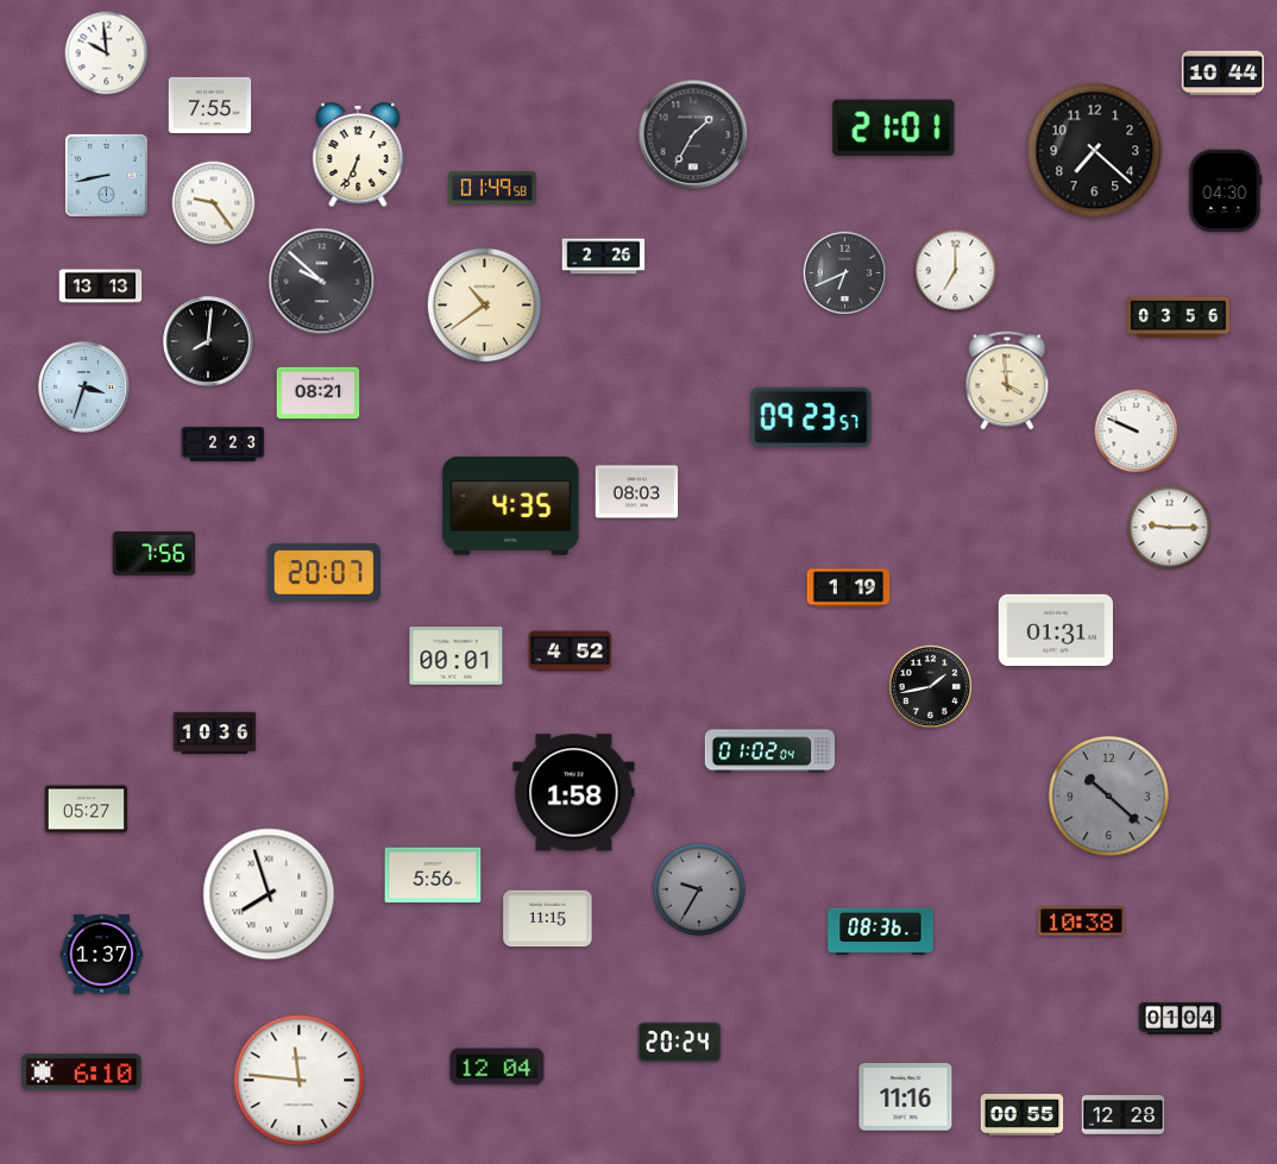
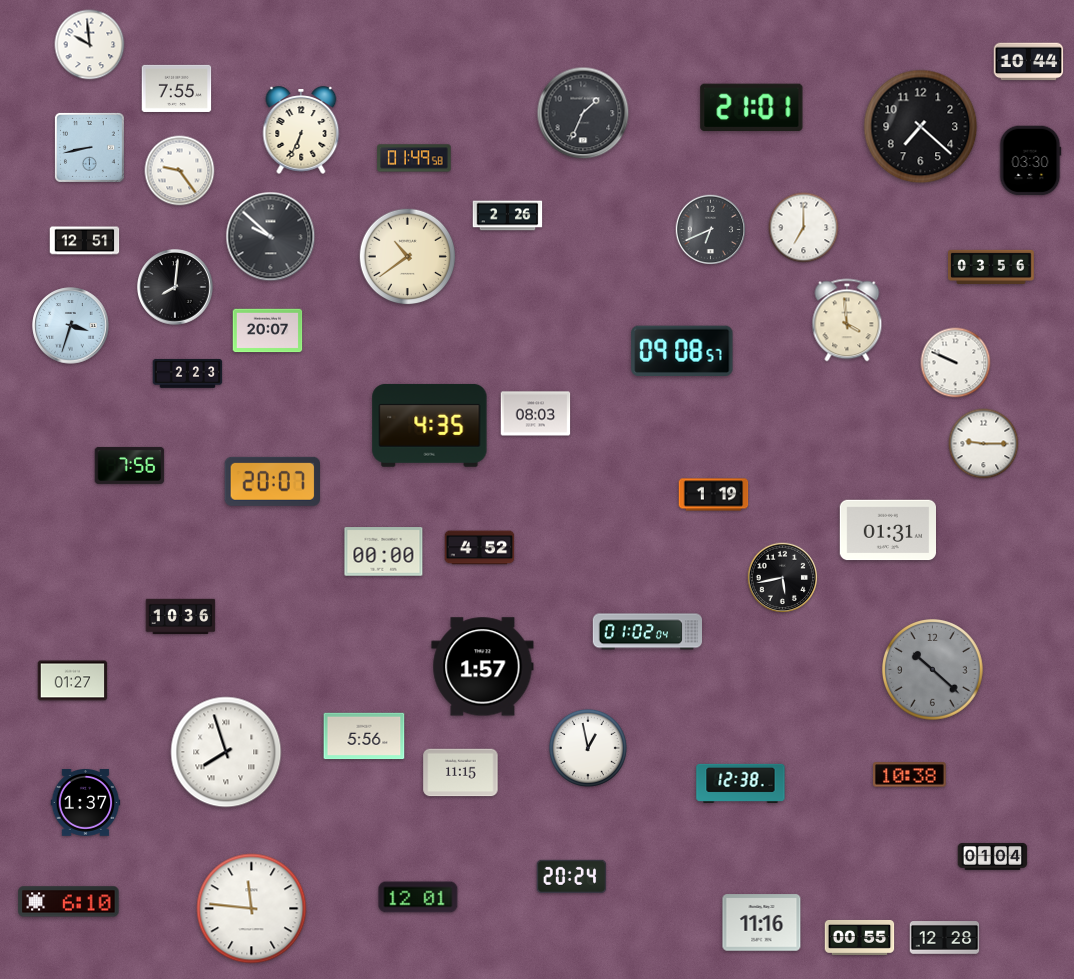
clock at (693, 134): 1:35 -> 1:34
clock at (1226, 191): 04:30 -> 03:30
clock at (101, 287): 13:13 -> 12:51
clock at (319, 394): 08:21 -> 20:07
clock at (811, 416): 09:23 -> 09:08
clock at (457, 656): 00:01 -> 00:00
clock at (931, 687): 1:43 -> 5:43
clock at (574, 793): 1:58 -> 1:57
clock at (87, 810): 05:27 -> 01:27
clock at (699, 889): 9:35 -> 12:58
clock at (699, 889) dial: grey -> white
clock at (881, 931): 08:36 -> 12:38
clock at (497, 1067): 12:04 -> 12:01
